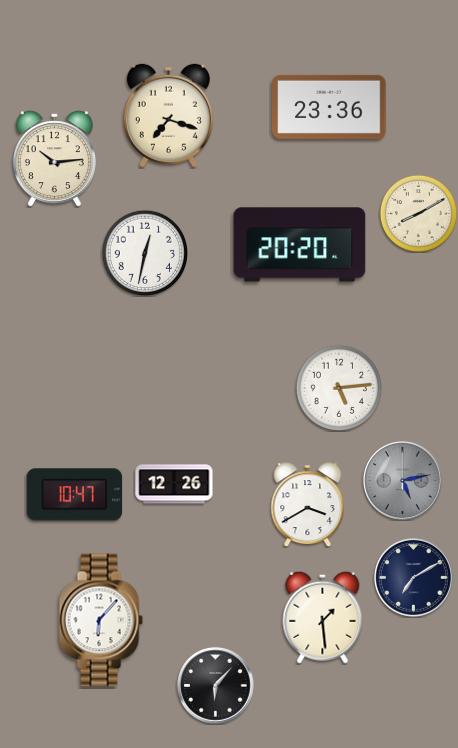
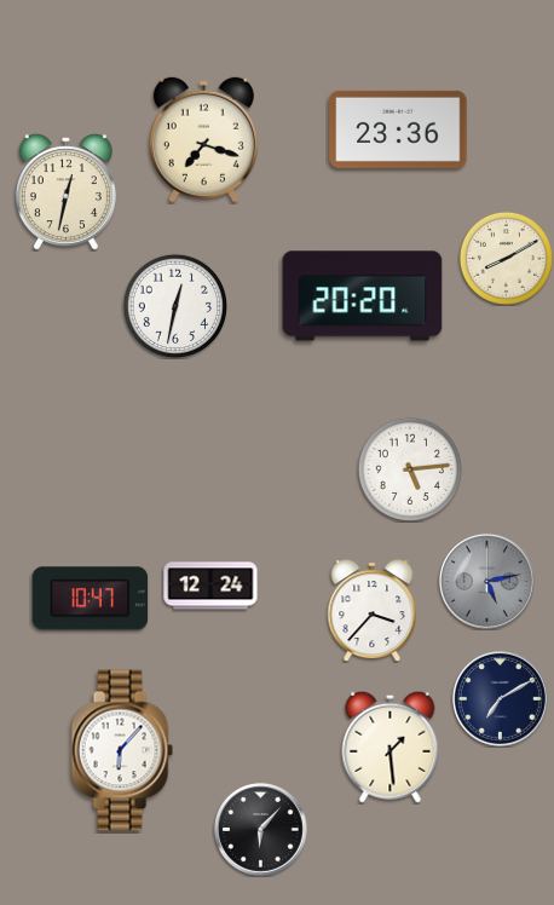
clock at (54, 159): 10:14 -> 12:32
clock at (174, 484): 12:26 -> 12:24
clock at (308, 505): 3:40 -> 3:37
